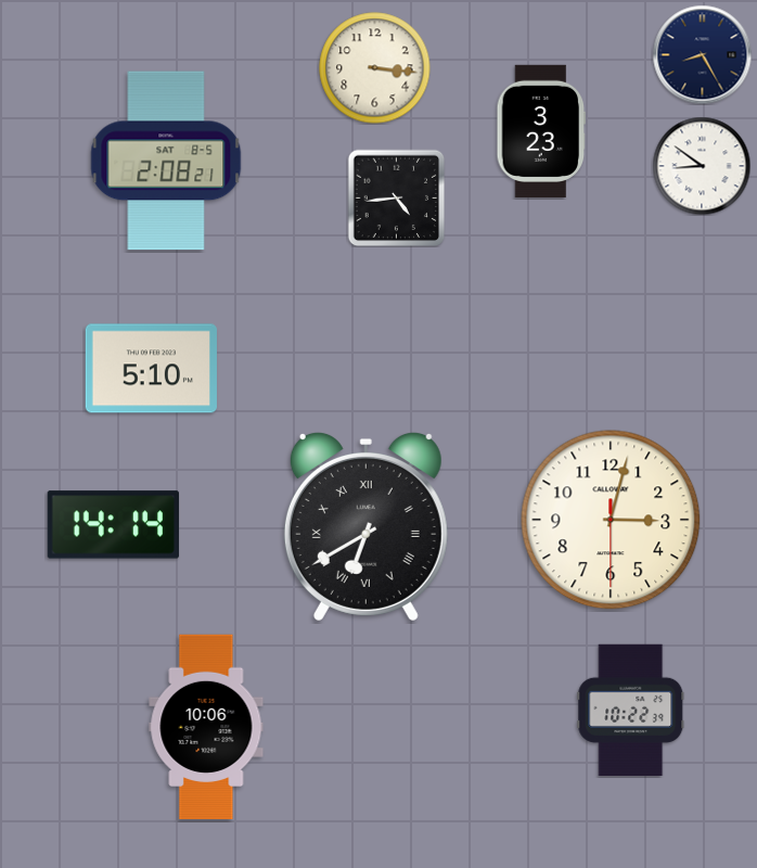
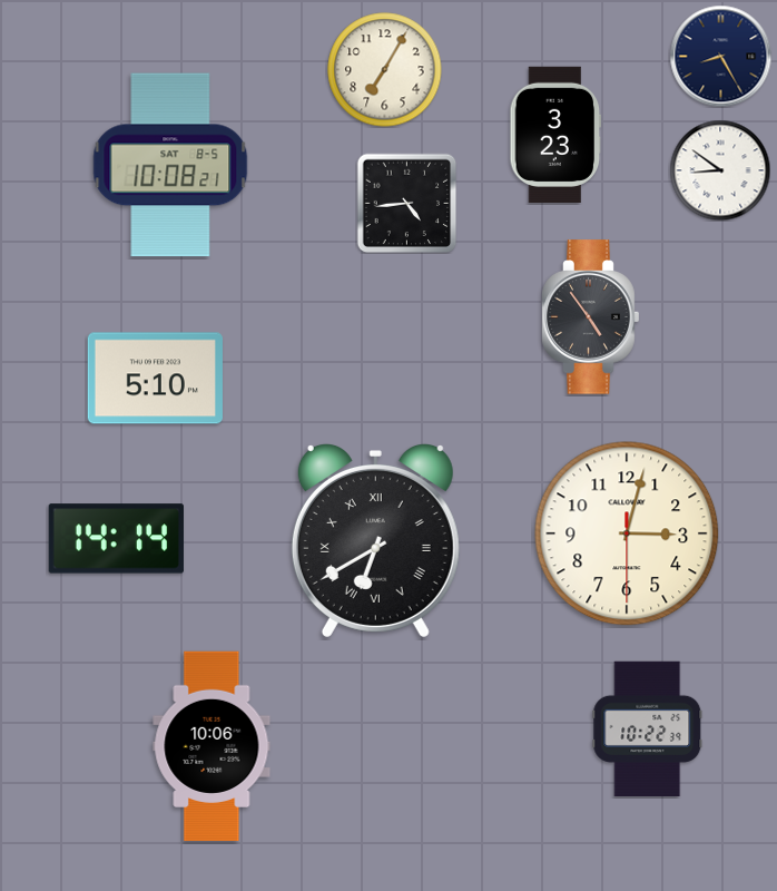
clock at (375, 68): 3:16 -> 7:05
clock at (166, 161): 2:08 -> 10:08
clock at (591, 317): none -> 4:54
